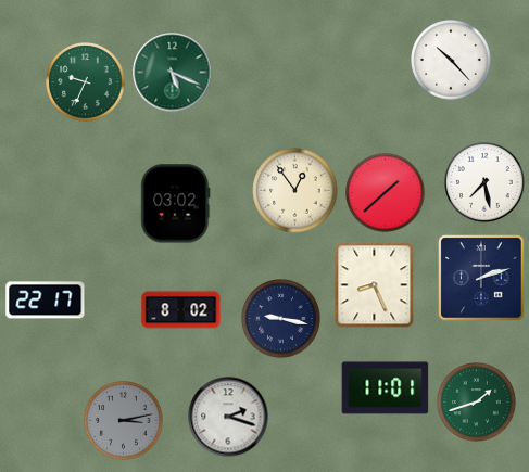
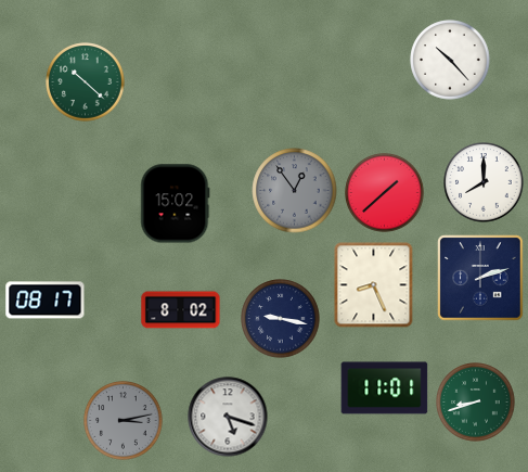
clock at (173, 73): 5:19 -> none
clock at (86, 82): 9:34 -> 10:22
clock at (484, 182): 7:28 -> 8:00
clock at (295, 191) dial: cream -> grey
clock at (176, 204): 03:02 -> 15:02
clock at (46, 301): 22:17 -> 08:17
clock at (477, 403): 1:42 -> 8:42
clock at (228, 417): 2:18 -> 5:18
